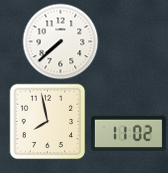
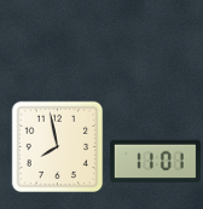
clock at (61, 42): 7:38 -> none
clock at (128, 134): 11:02 -> 11:01
